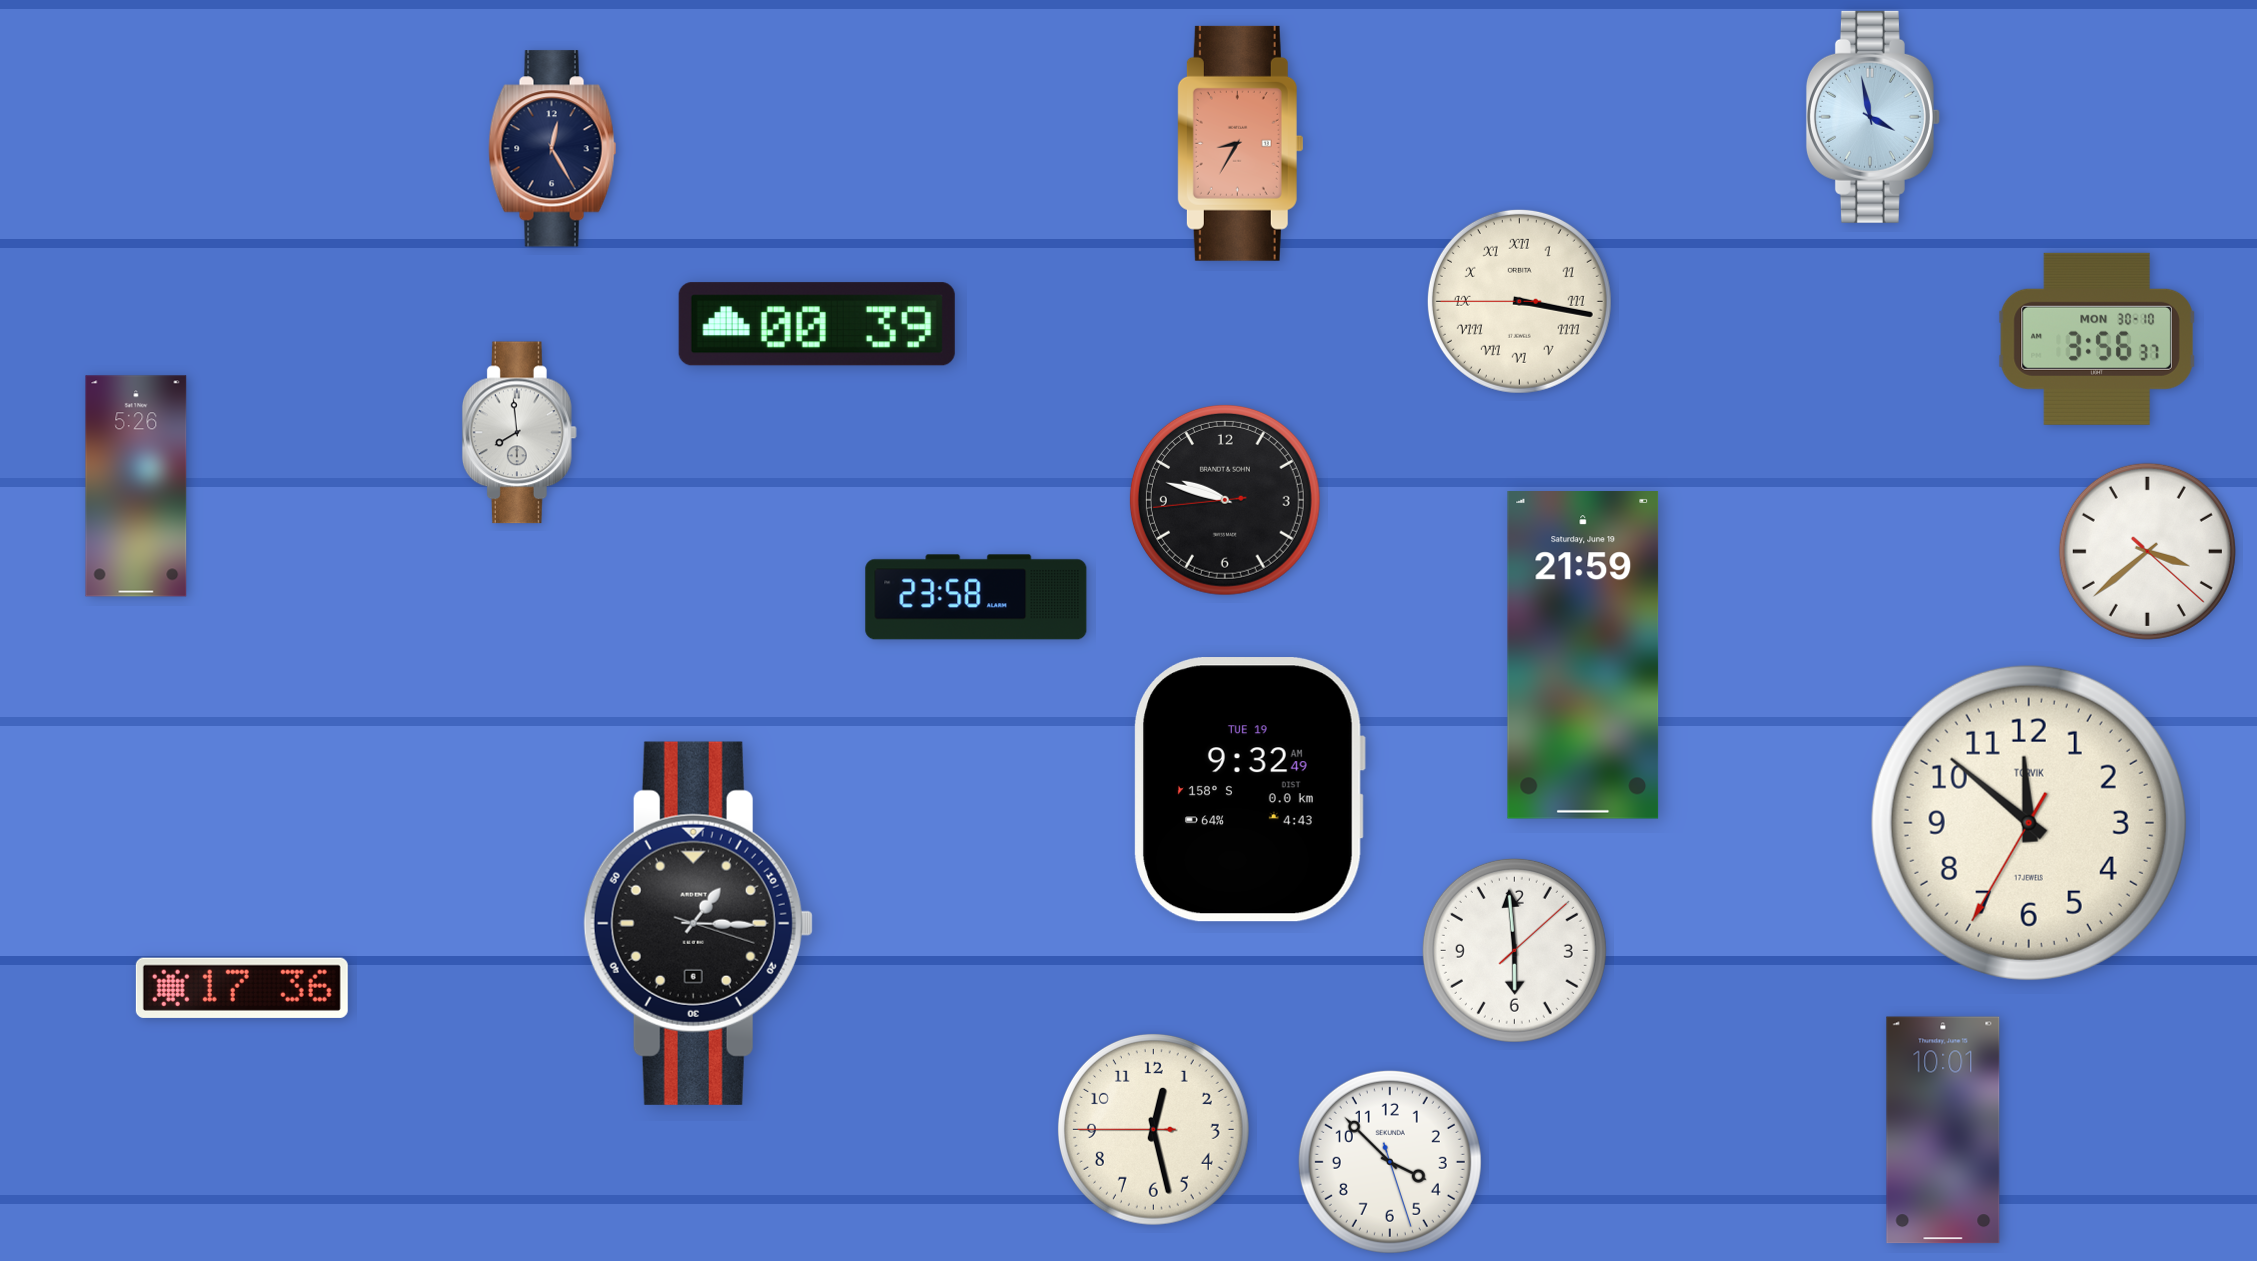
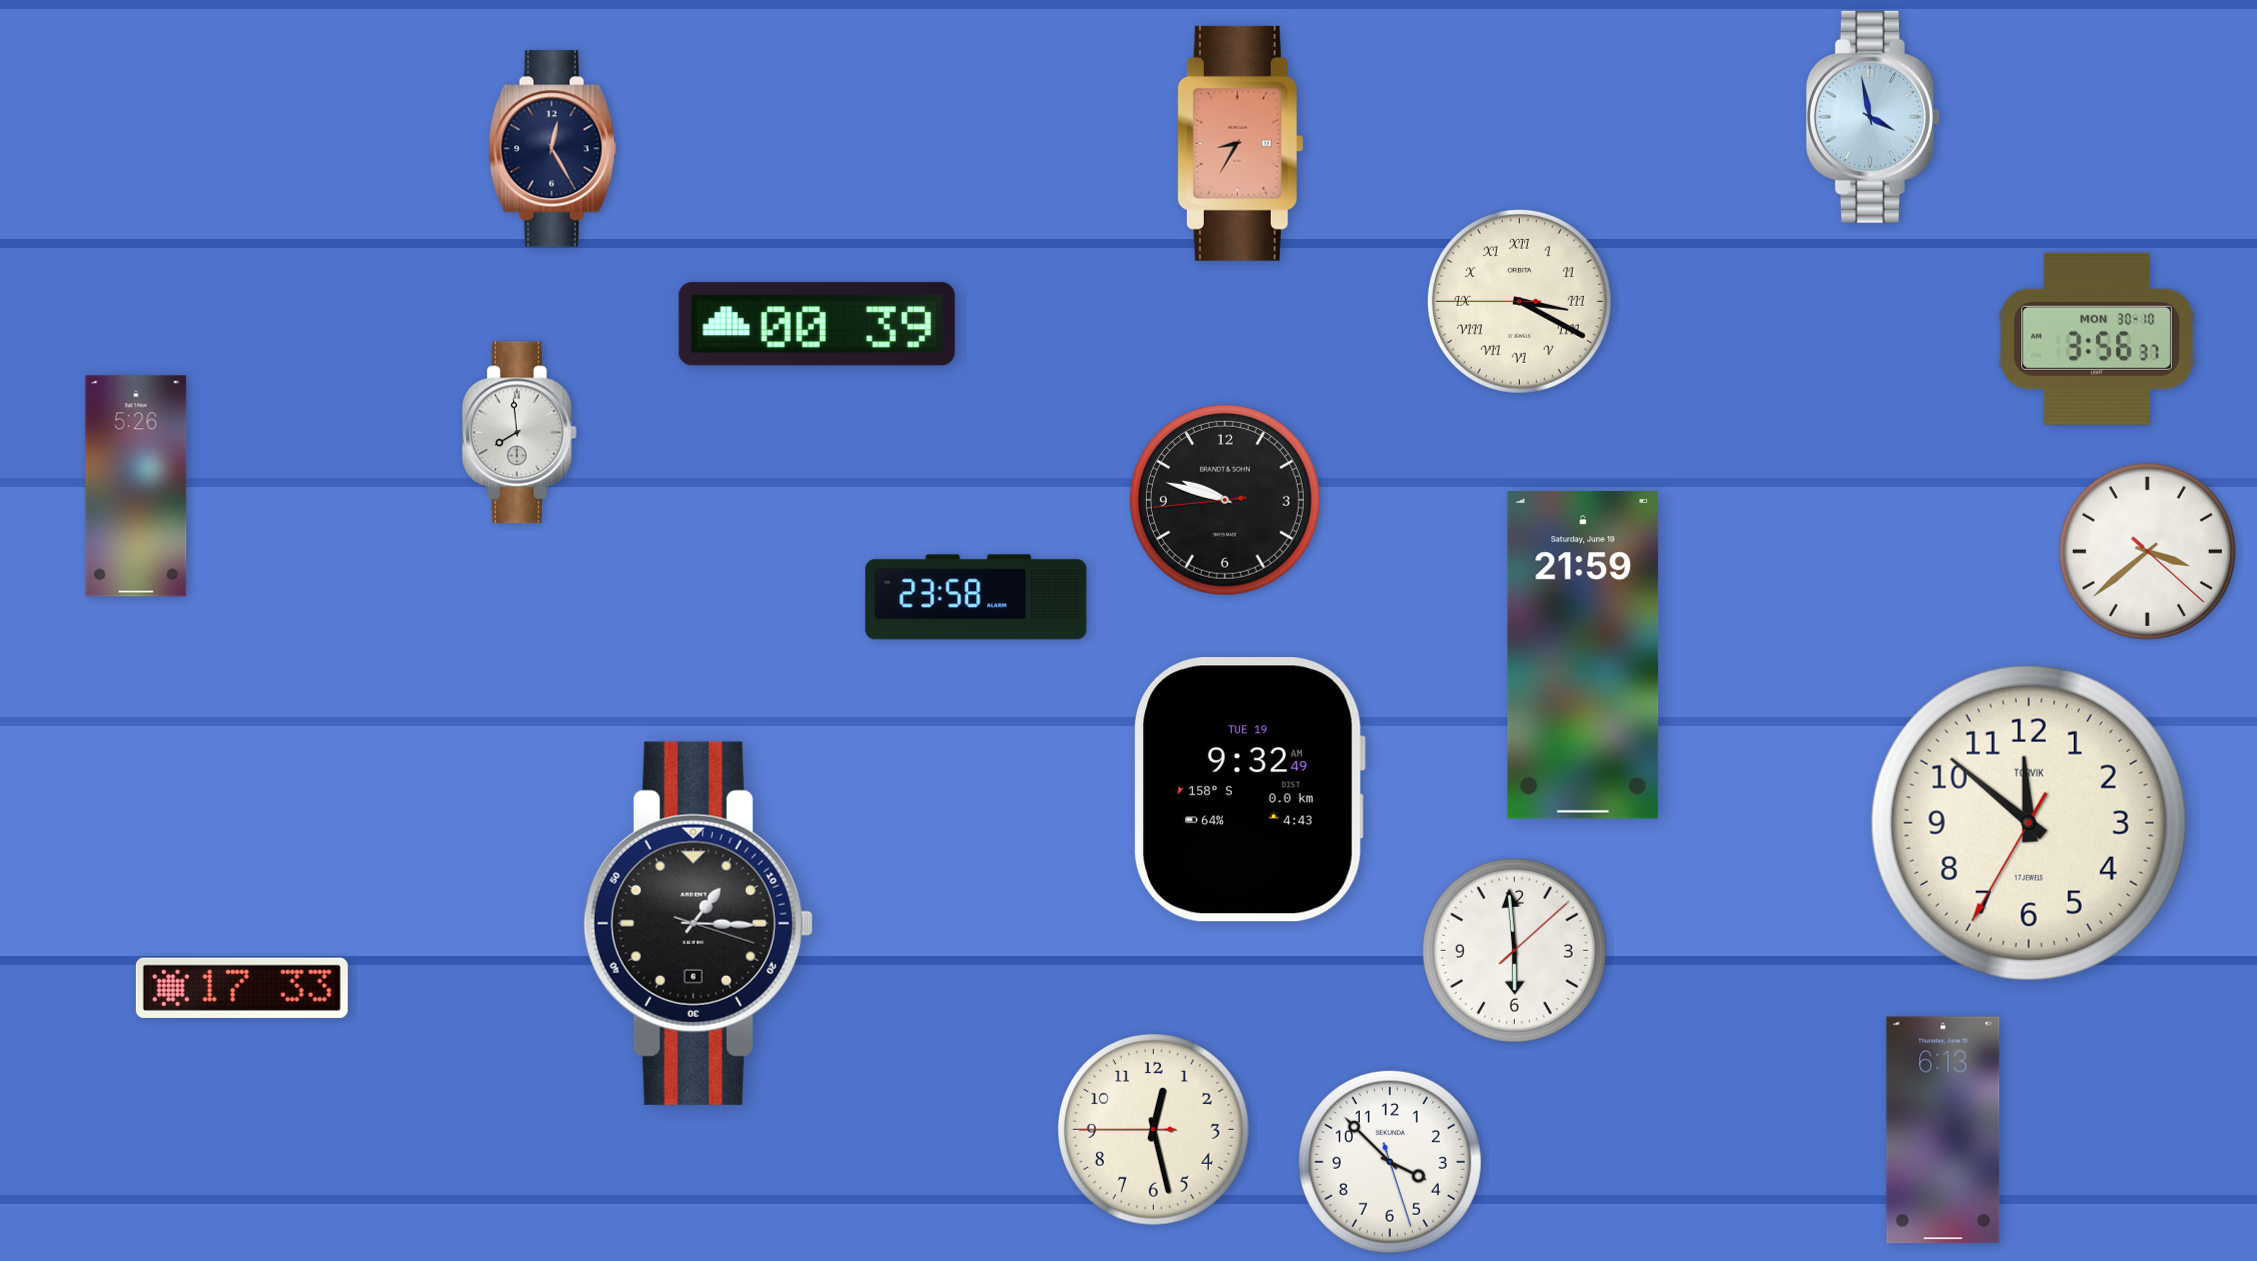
clock at (1519, 301): 3:16 -> 3:19
clock at (242, 988): 17:36 -> 17:33
clock at (1943, 1130): 10:01 -> 6:13
